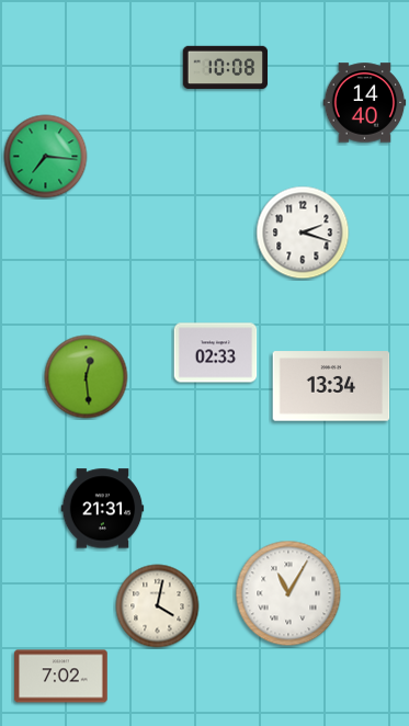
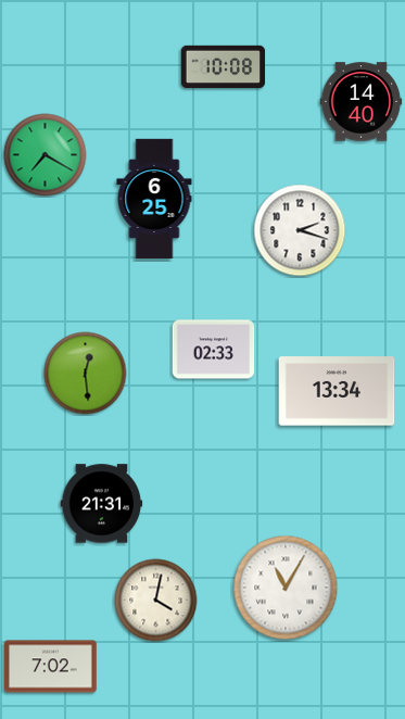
clock at (46, 157): 7:16 -> 7:20
clock at (154, 198): none -> 6:25
clock at (331, 386) position: (331, 386) -> (337, 391)
clock at (61, 677) position: (61, 677) -> (51, 667)
